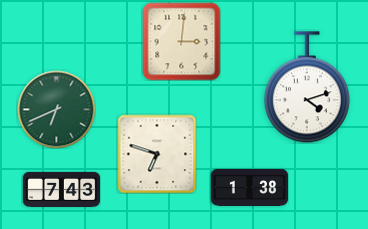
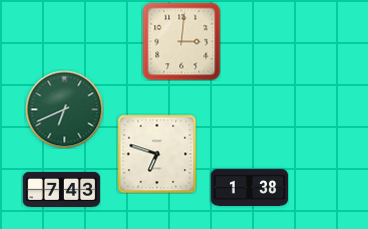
clock at (307, 87): 4:12 -> none
clock at (56, 109) position: (56, 109) -> (64, 109)
